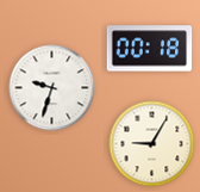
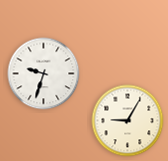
clock at (150, 49): 00:18 -> none
